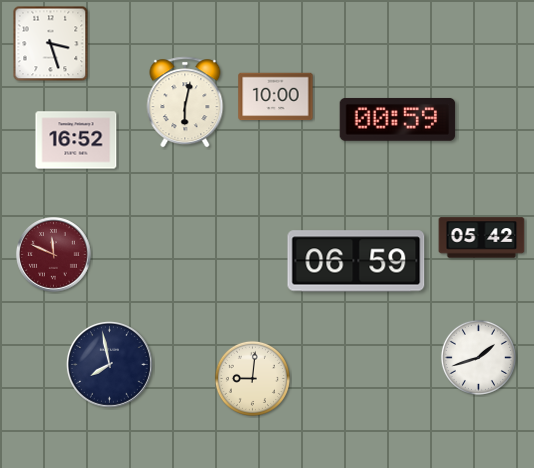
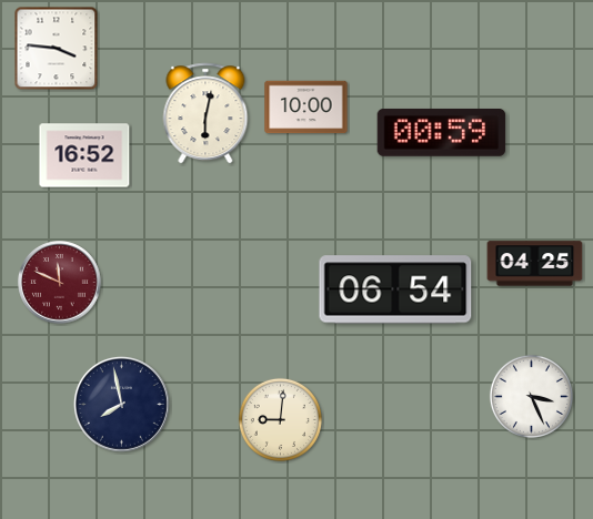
clock at (51, 44): 3:27 -> 3:46
clock at (482, 238): 05:42 -> 04:25
clock at (356, 261): 06:59 -> 06:54
clock at (478, 357): 1:42 -> 3:26
